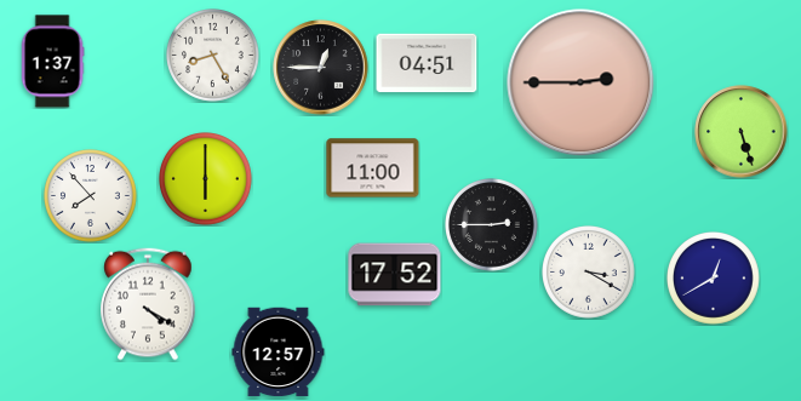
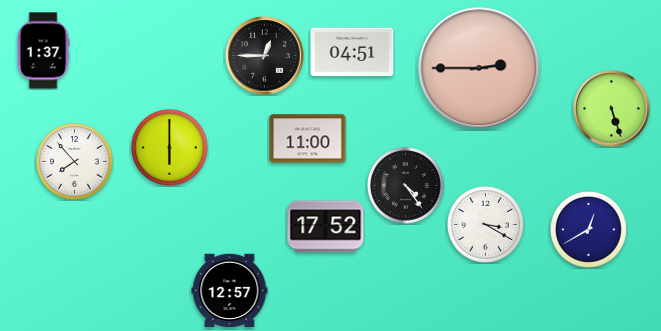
clock at (213, 56): 8:25 -> none
clock at (492, 225): 2:45 -> 4:24
clock at (148, 304): 4:20 -> none
